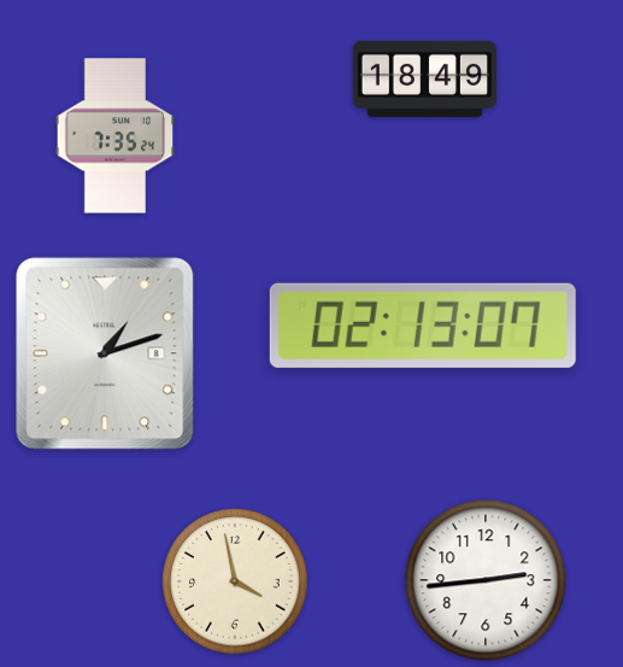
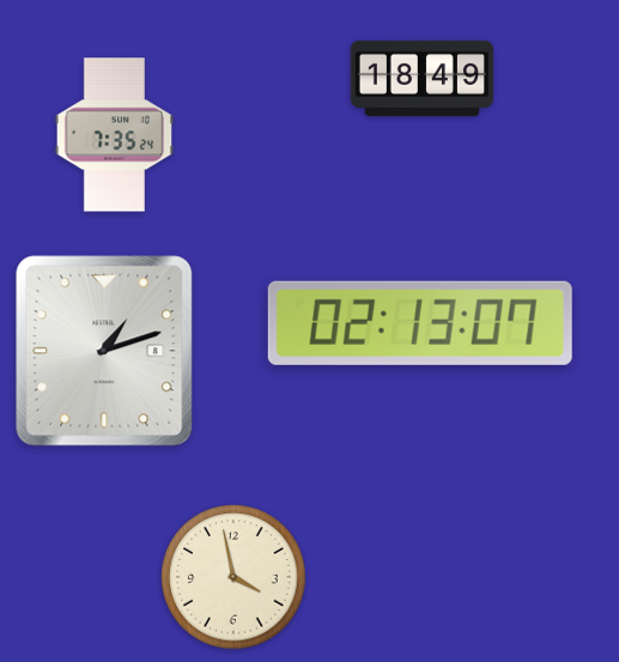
clock at (486, 580): 2:44 -> none
